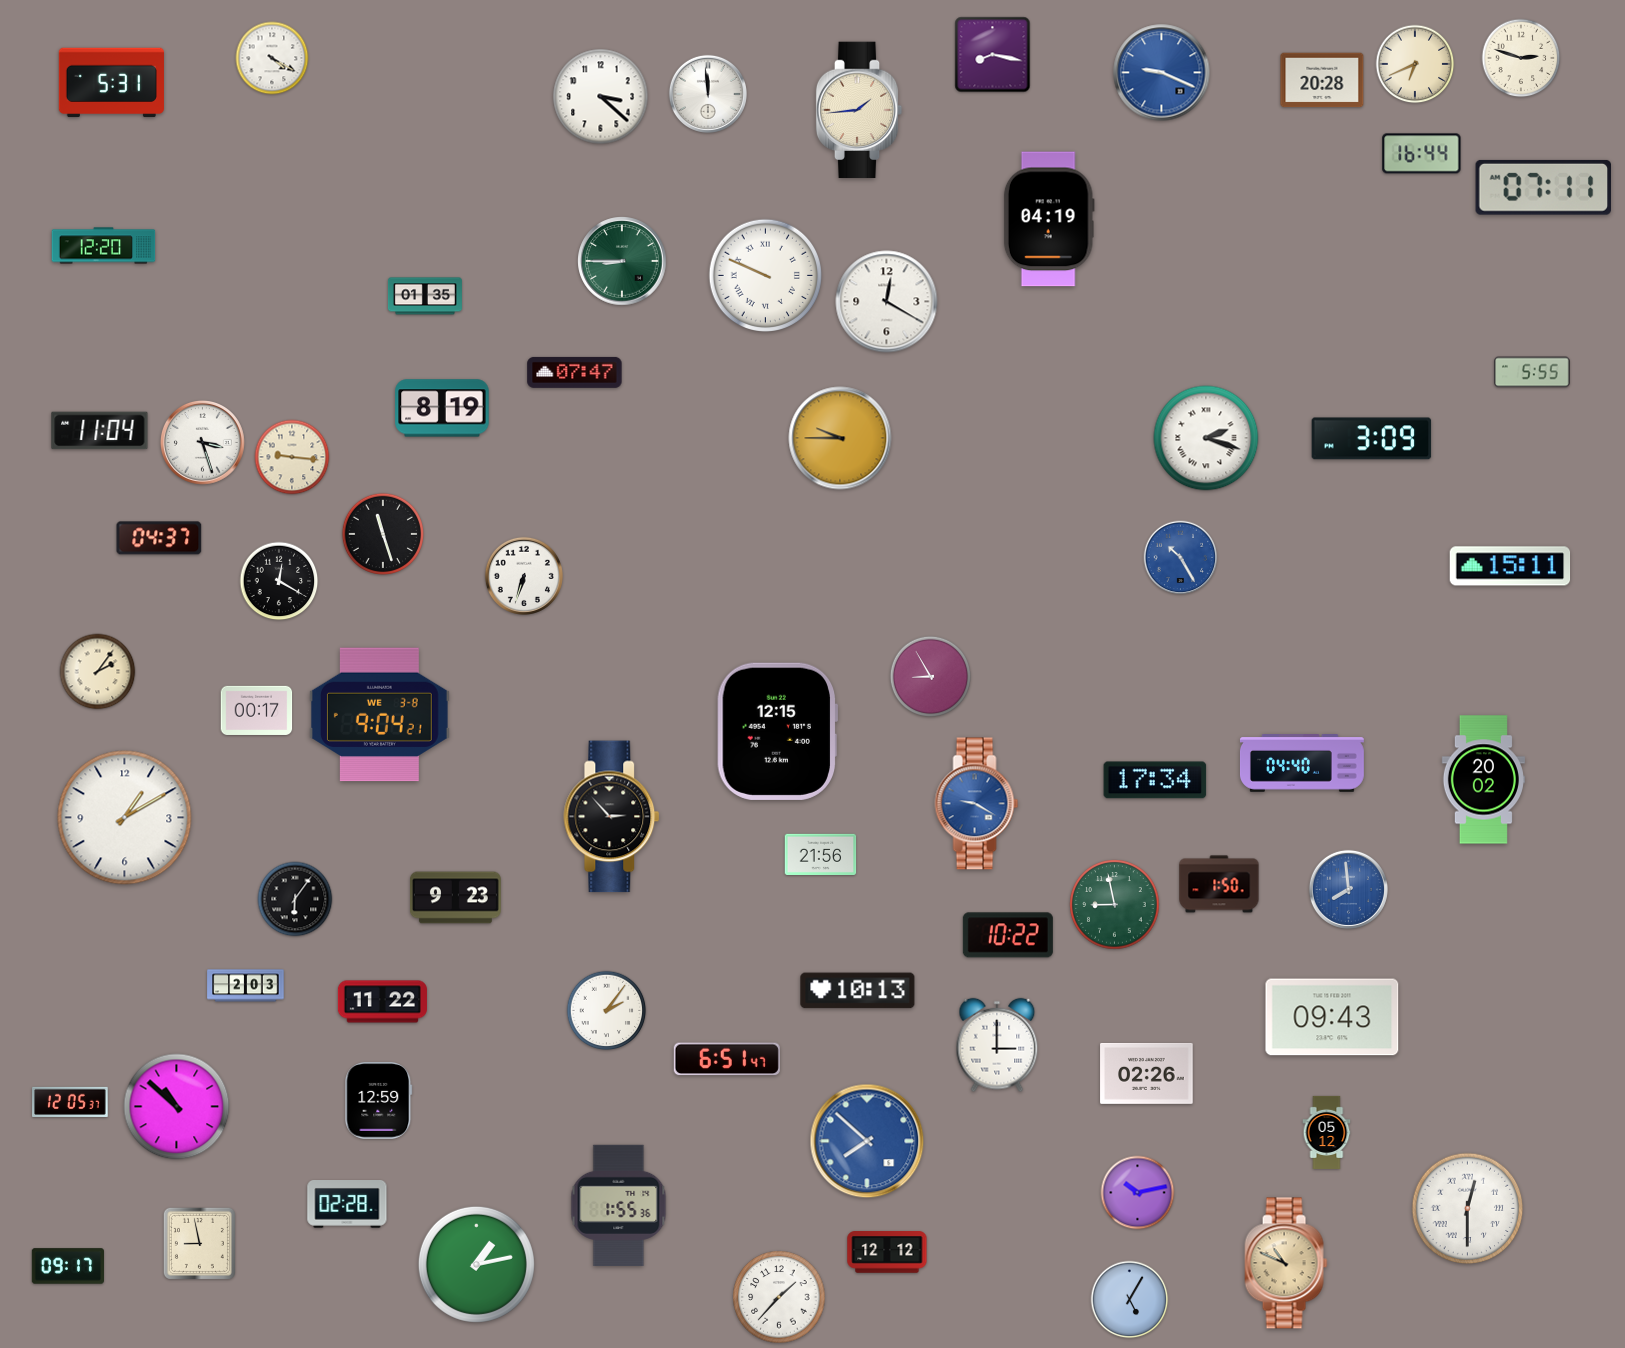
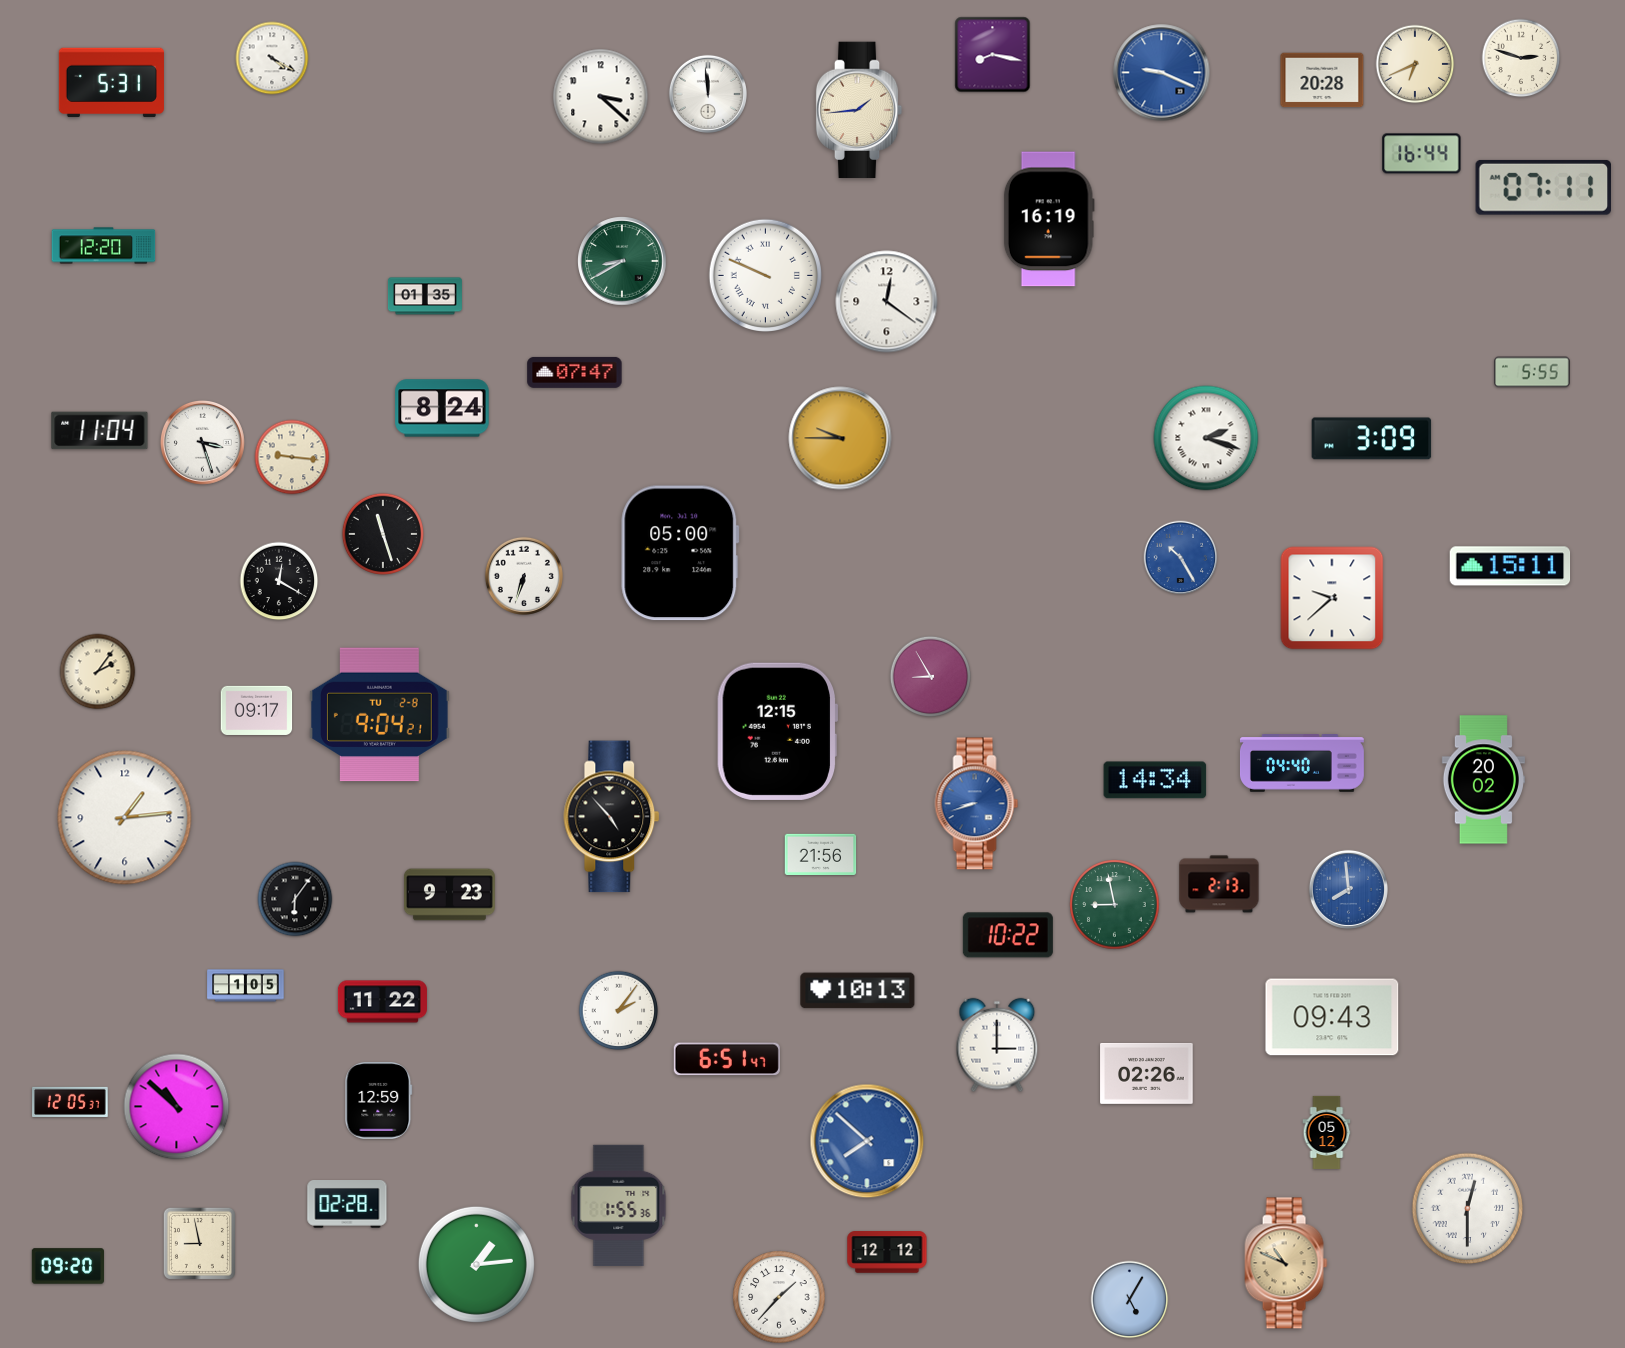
clock at (1049, 219): 04:19 -> 16:19
clock at (622, 261): 8:45 -> 8:40
clock at (887, 302): 12:20 -> 12:21
clock at (442, 408): 8:19 -> 8:24
clock at (159, 538): 04:37 -> none
clock at (680, 553): none -> 05:00
clock at (1332, 598): none -> 9:38
clock at (257, 710): 00:17 -> 09:17
clock at (379, 715) date: WE 3-8 -> TU 2-8
clock at (1155, 780): 17:34 -> 14:34
clock at (977, 804): 9:20 -> 8:42
clock at (612, 817): 2:53 -> 4:53
clock at (125, 818): 1:10 -> 1:14
clock at (1219, 884): 1:50 -> 2:13
clock at (455, 898) position: (455, 898) -> (449, 895)
clock at (246, 986): 2:03 -> 1:05
clock at (607, 1011) position: (607, 1011) -> (619, 1011)
clock at (1138, 1193): 10:13 -> none
clock at (476, 1264): 1:13 -> 1:14
clock at (67, 1266): 09:17 -> 09:20
